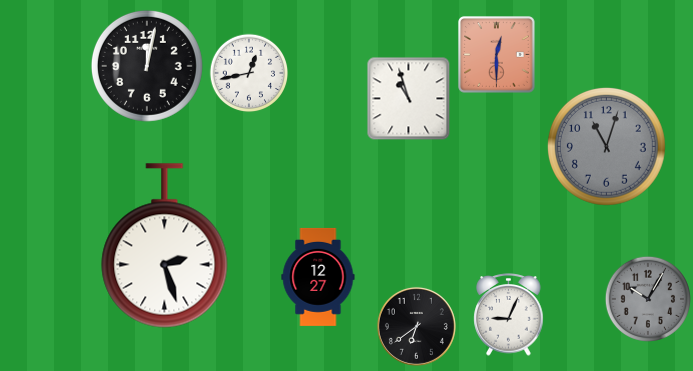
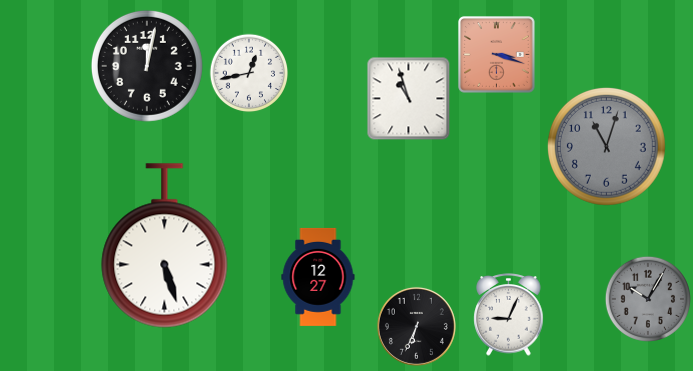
clock at (497, 55): 12:30 -> 3:18
clock at (165, 246): 2:27 -> 5:27
clock at (416, 326): 6:39 -> 6:34
